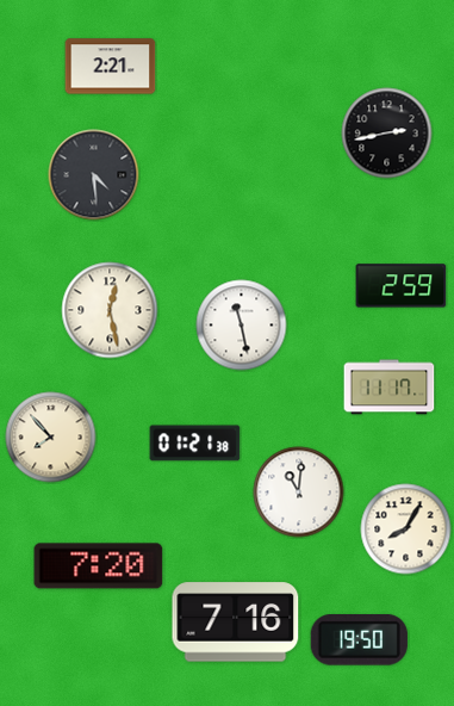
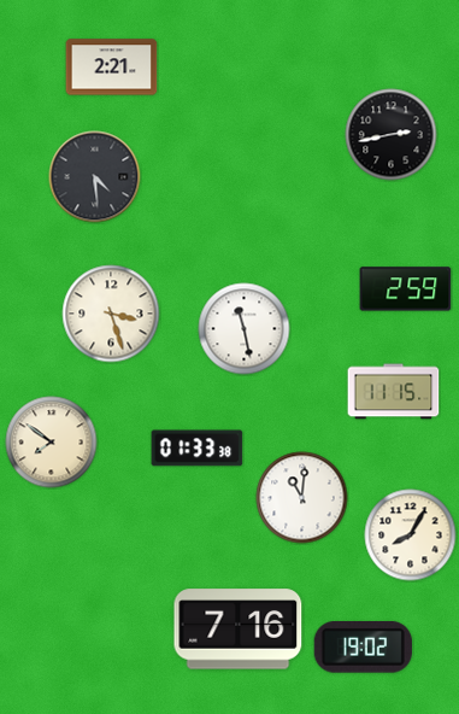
clock at (110, 310): 12:28 -> 3:27
clock at (390, 388): 11:17 -> 11:15
clock at (51, 438): 7:53 -> 7:51
clock at (195, 444): 01:21 -> 01:33
clock at (99, 566): 7:20 -> none
clock at (359, 640): 19:50 -> 19:02
